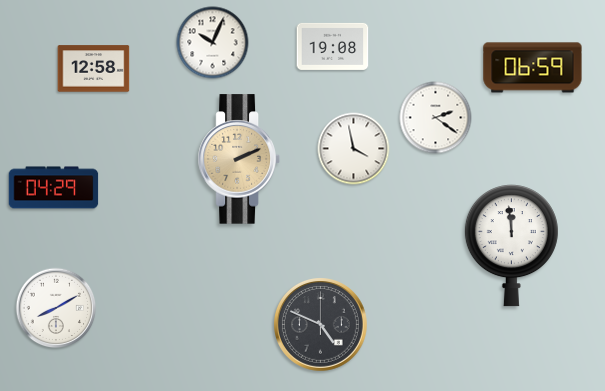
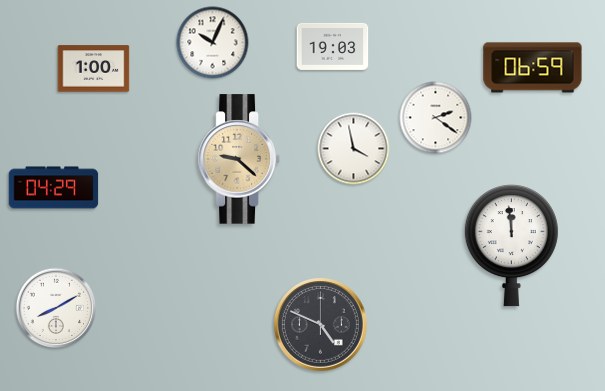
clock at (333, 46): 19:08 -> 19:03
clock at (94, 69): 12:58 -> 1:00
clock at (239, 159): 2:11 -> 9:22
